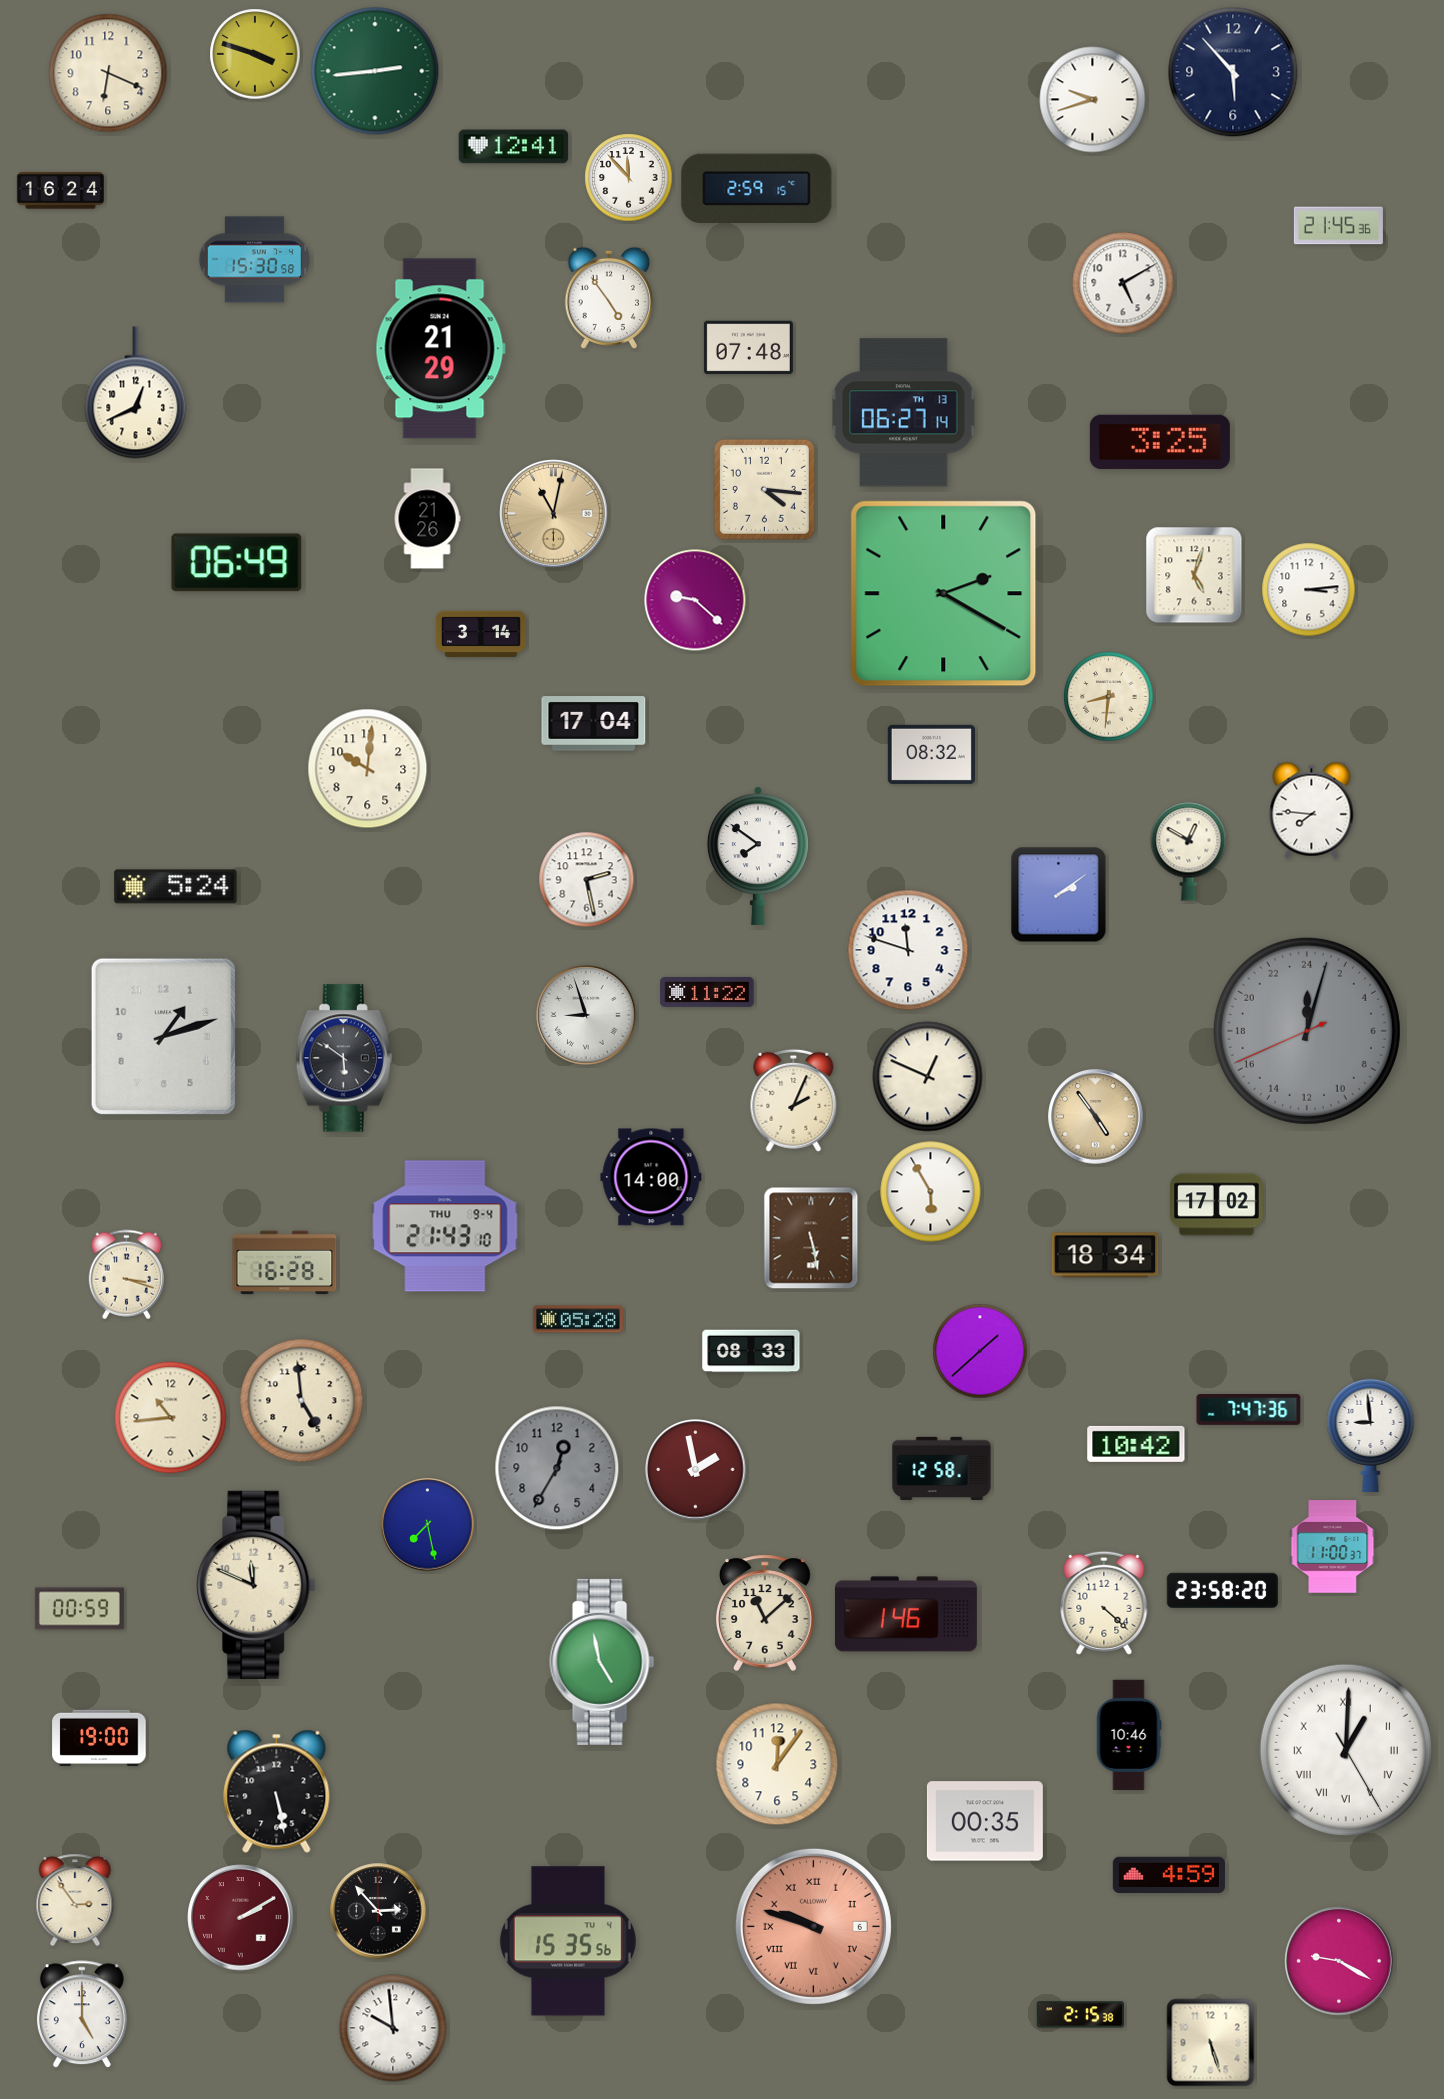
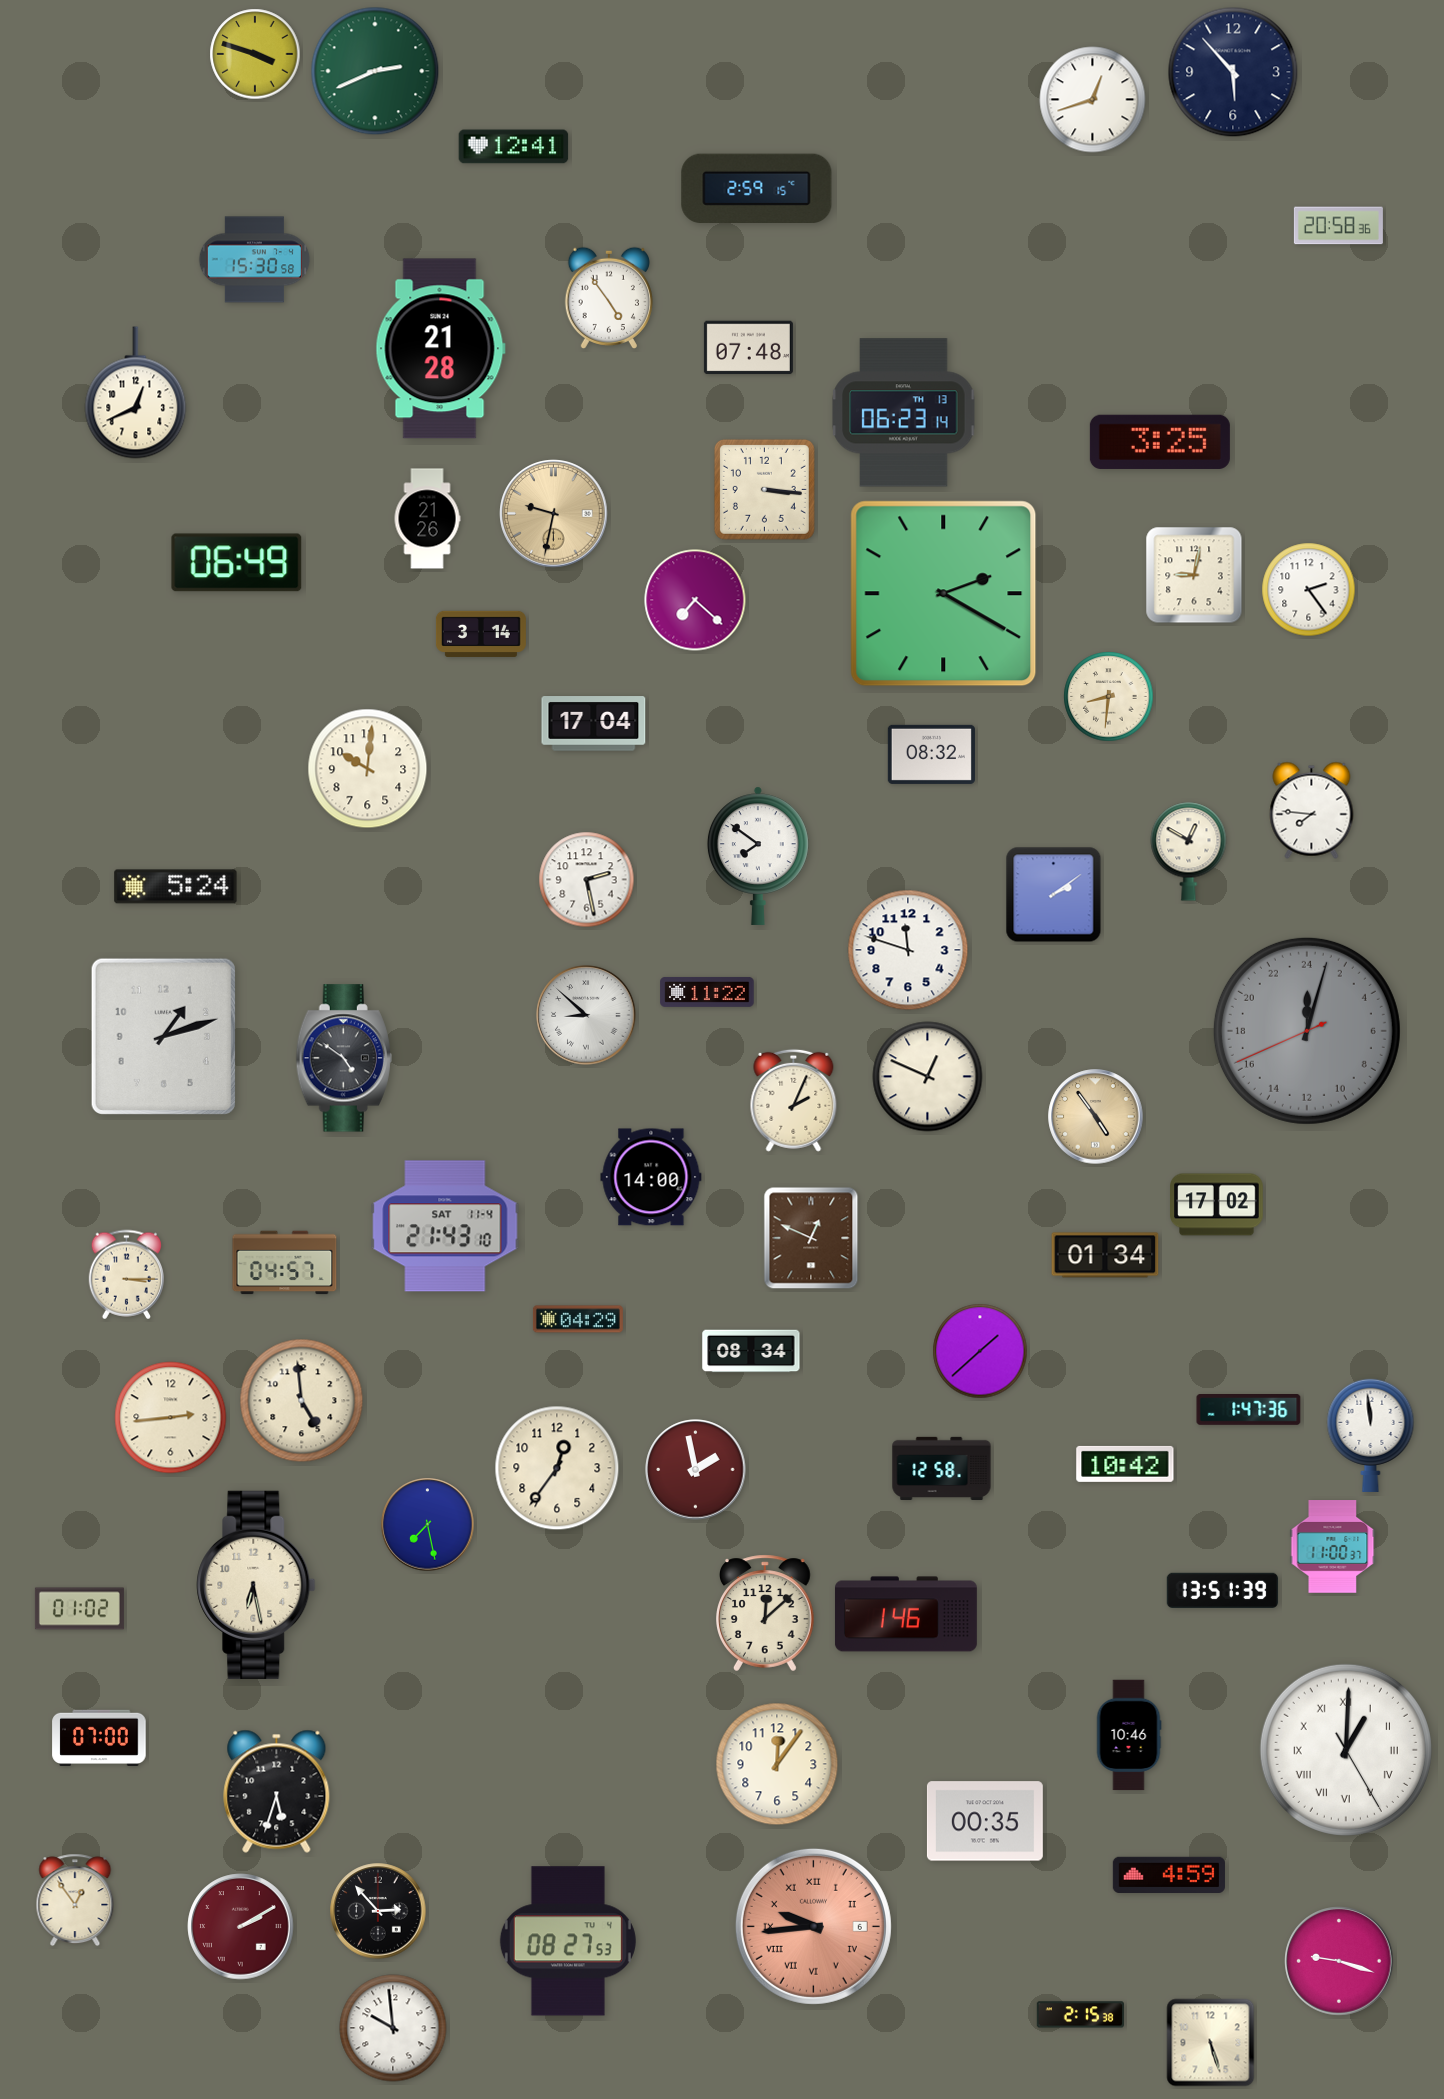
clock at (375, 71): 2:44 -> 2:41
clock at (108, 73): 6:19 -> none
clock at (1093, 100): 9:42 -> 12:42
clock at (629, 178): 11:53 -> none
clock at (60, 191): 16:24 -> none
clock at (1338, 226): 21:45 -> 20:58
clock at (1123, 283): 5:10 -> none
clock at (440, 349): 21:29 -> 21:28
clock at (904, 413): 06:27 -> 06:23
clock at (764, 489): 4:16 -> 3:16
clock at (554, 514): 11:02 -> 9:32
clock at (1194, 575): 5:03 -> 9:02
clock at (1309, 590): 3:14 -> 2:24
clock at (695, 600): 9:22 -> 7:22
clock at (1059, 895) position: (1059, 895) -> (1054, 895)
clock at (586, 1015): 8:57 -> 8:52
clock at (344, 1058): 5:51 -> 4:51
clock at (931, 1192): 5:55 -> none
clock at (445, 1226) date: THU 9-4 -> SAT 11-4
clock at (811, 1238): 5:28 -> 12:49
clock at (1105, 1255): 18:34 -> 01:34
clock at (285, 1263): 16:28 -> 04:57
clock at (126, 1275): 3:18 -> 3:15
clock at (578, 1319): 05:28 -> 04:29
clock at (751, 1351): 08:33 -> 08:34
clock at (1249, 1410): 7:47 -> 1:47
clock at (171, 1418): 10:44 -> 2:44
clock at (1371, 1435): 8:59 -> 11:59
clock at (1136, 1444) position: (1136, 1444) -> (1125, 1464)
clock at (557, 1468): 12:35 -> 12:36
clock at (557, 1468) dial: grey -> cream
clock at (256, 1585): 11:49 -> 6:28
clock at (1223, 1590): 23:58 -> 13:51
clock at (1104, 1603): 4:22 -> none
clock at (79, 1609): 00:59 -> 01:02
clock at (766, 1613): 11:08 -> 12:08
clock at (602, 1662): 4:58 -> none
clock at (99, 1737): 19:00 -> 07:00
clock at (277, 1791): 5:28 -> 5:33
clock at (75, 1900): 2:54 -> 12:54
clock at (241, 1918) position: (241, 1918) -> (241, 1927)
clock at (813, 1926): 9:48 -> 9:44
clock at (568, 1941): 15:35 -> 08:27
clock at (1339, 1961): 9:20 -> 9:18
clock at (82, 2015): 5:00 -> none
